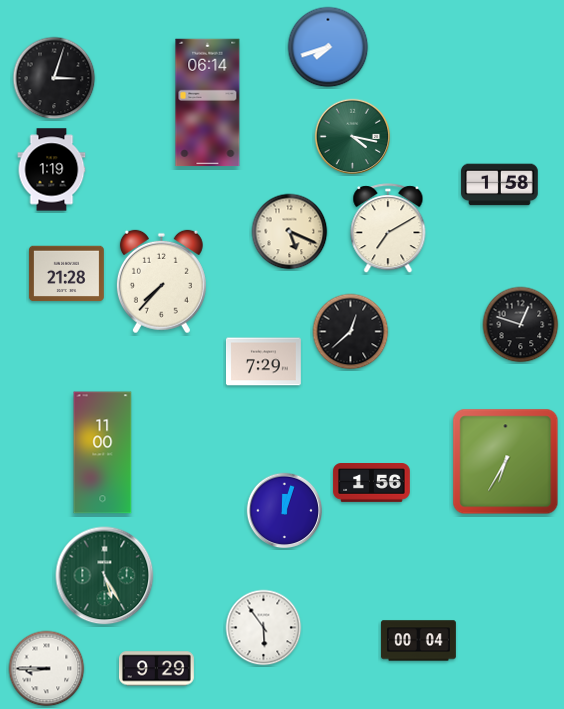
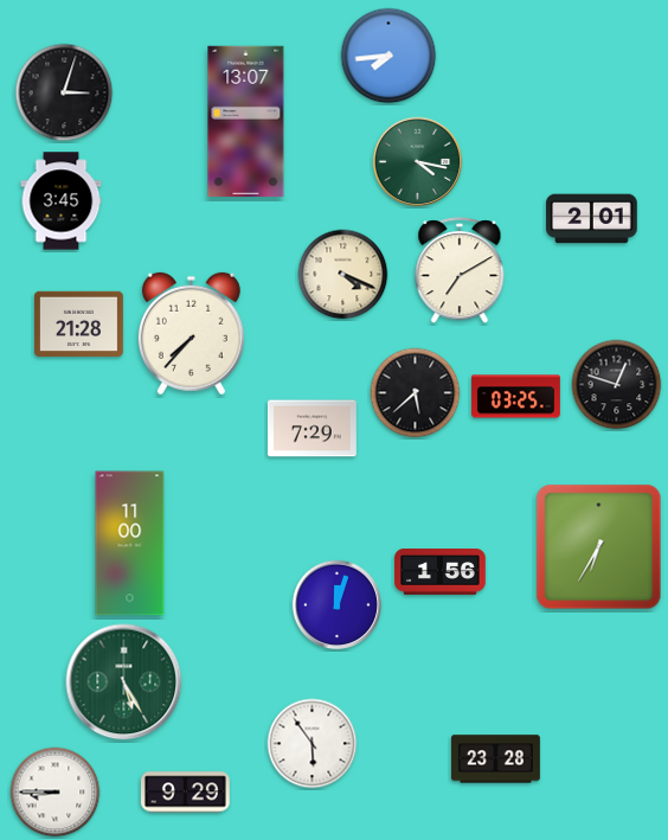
clock at (328, 47): 7:42 -> 7:44
clock at (208, 103): 06:14 -> 13:07
clock at (52, 170): 1:19 -> 3:45
clock at (500, 185): 1:58 -> 2:01
clock at (290, 232): 5:19 -> 4:19
clock at (351, 332): 12:38 -> 5:38
clock at (516, 397): none -> 03:25
clock at (103, 453) position: (103, 453) -> (130, 544)
clock at (418, 641): 00:04 -> 23:28
